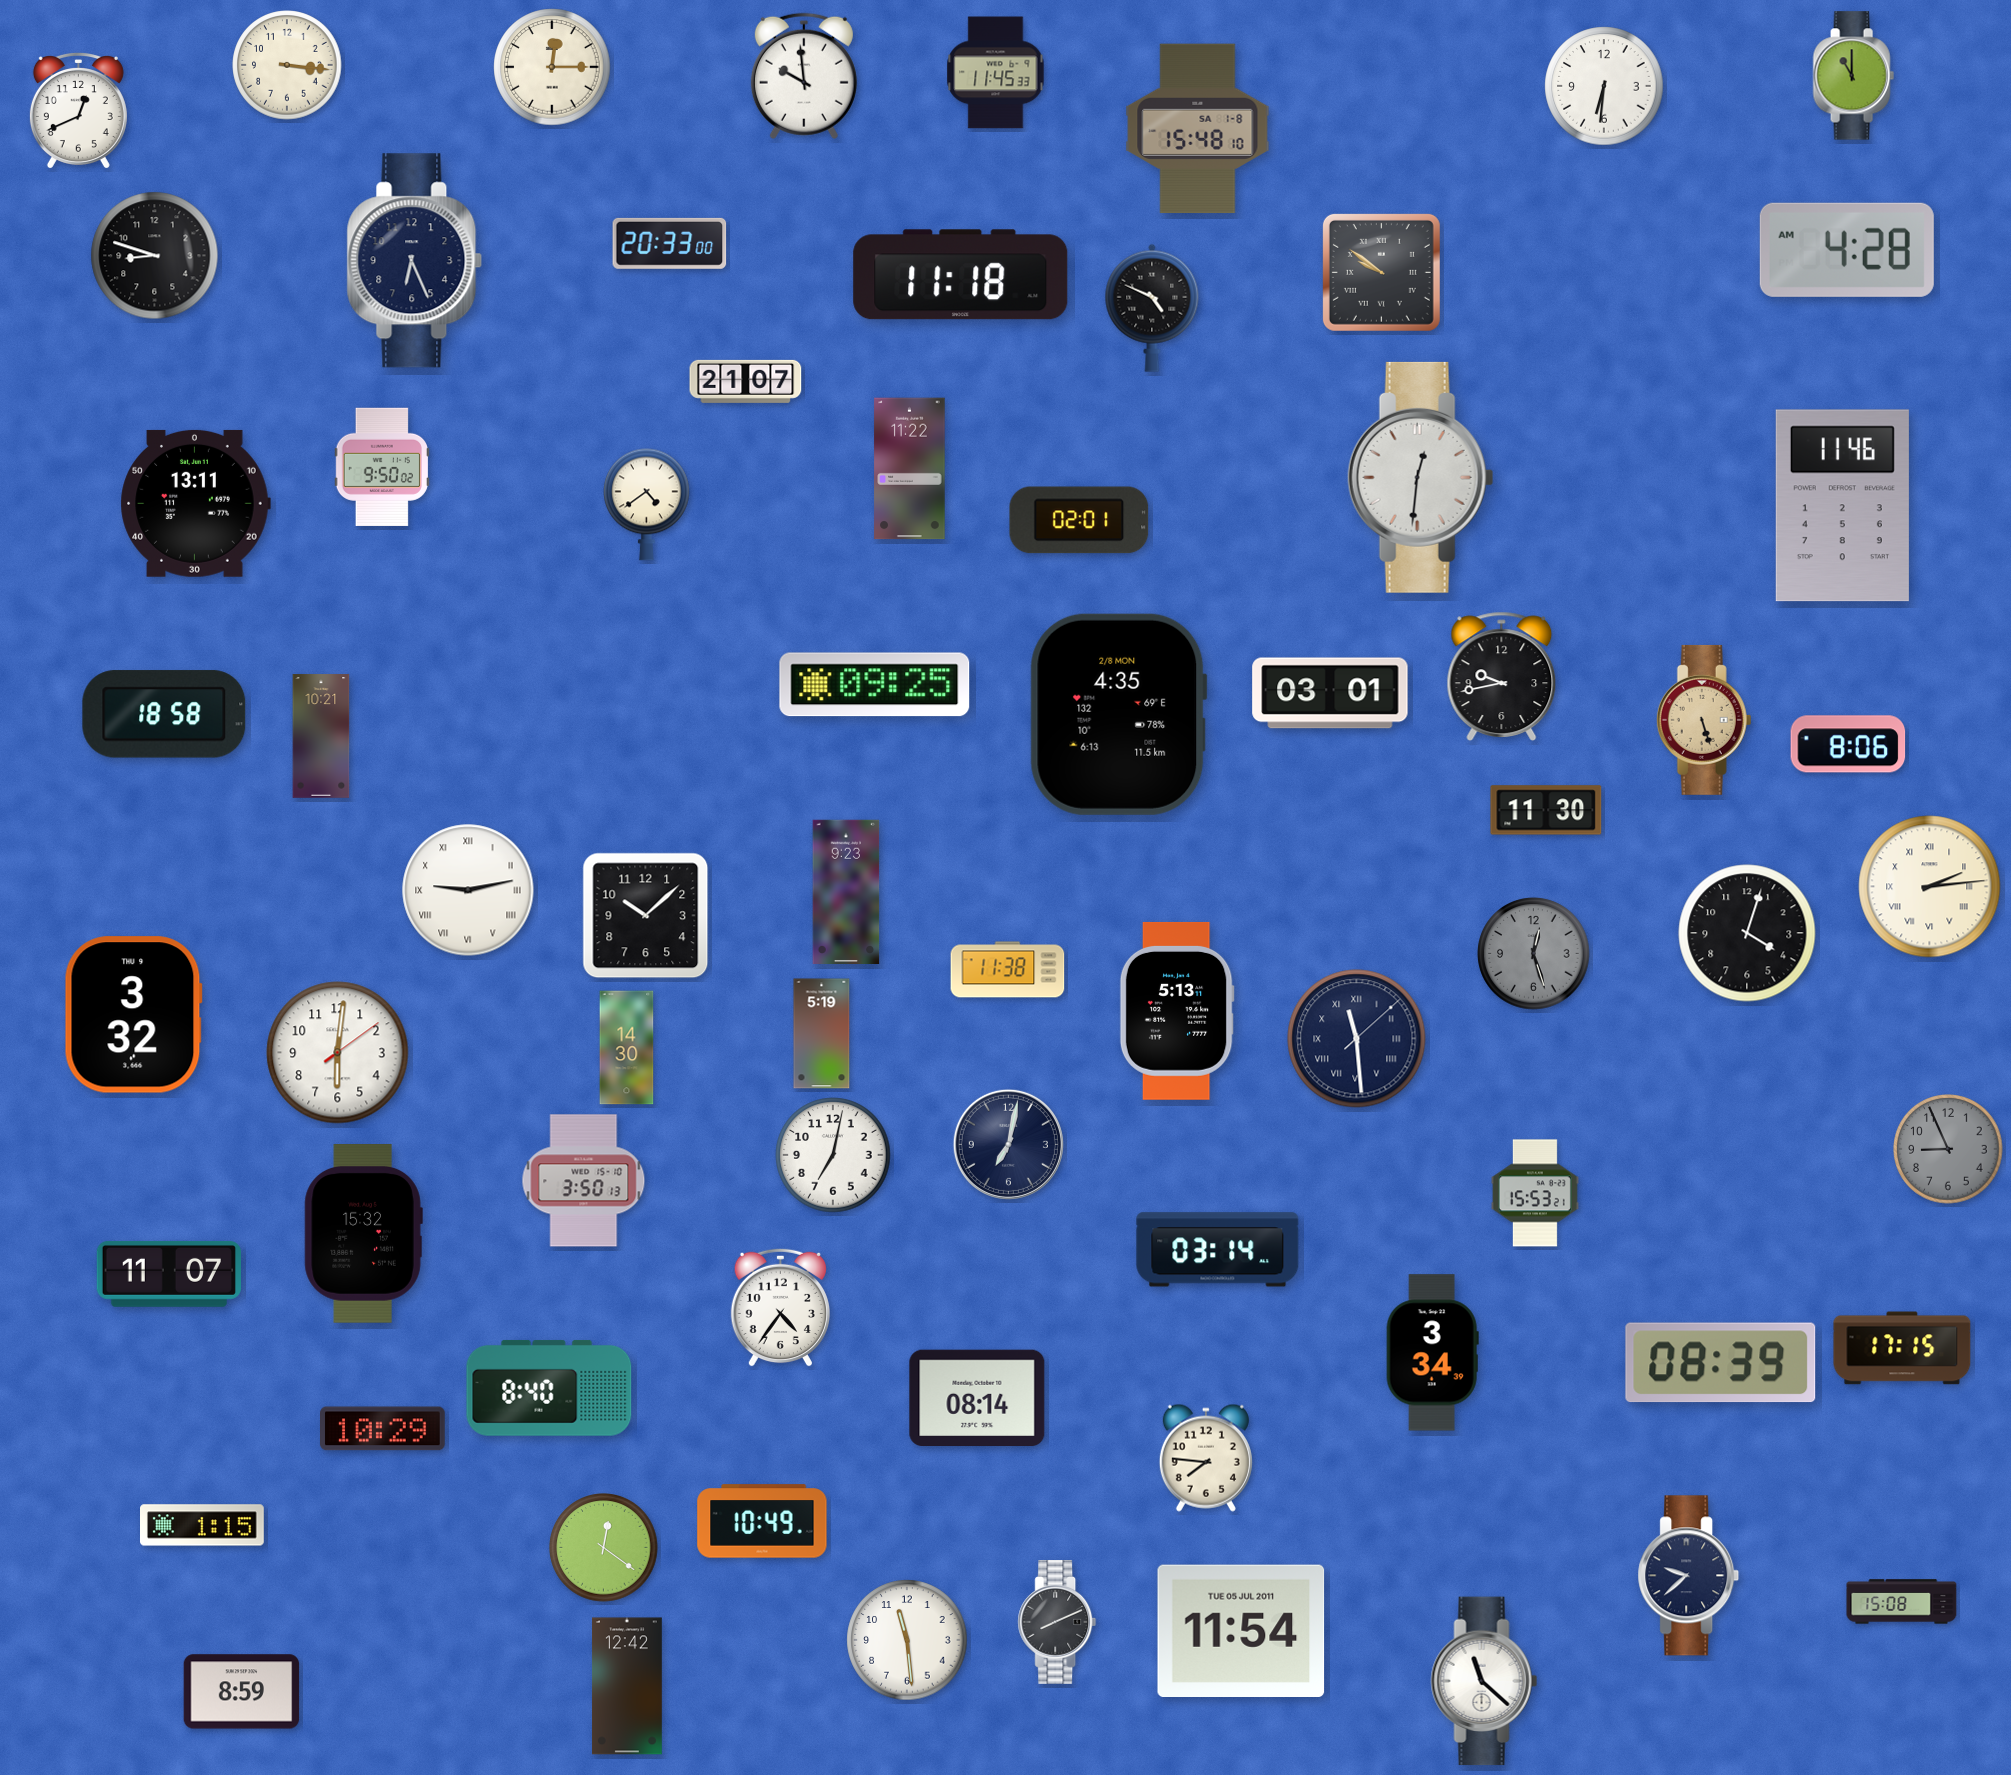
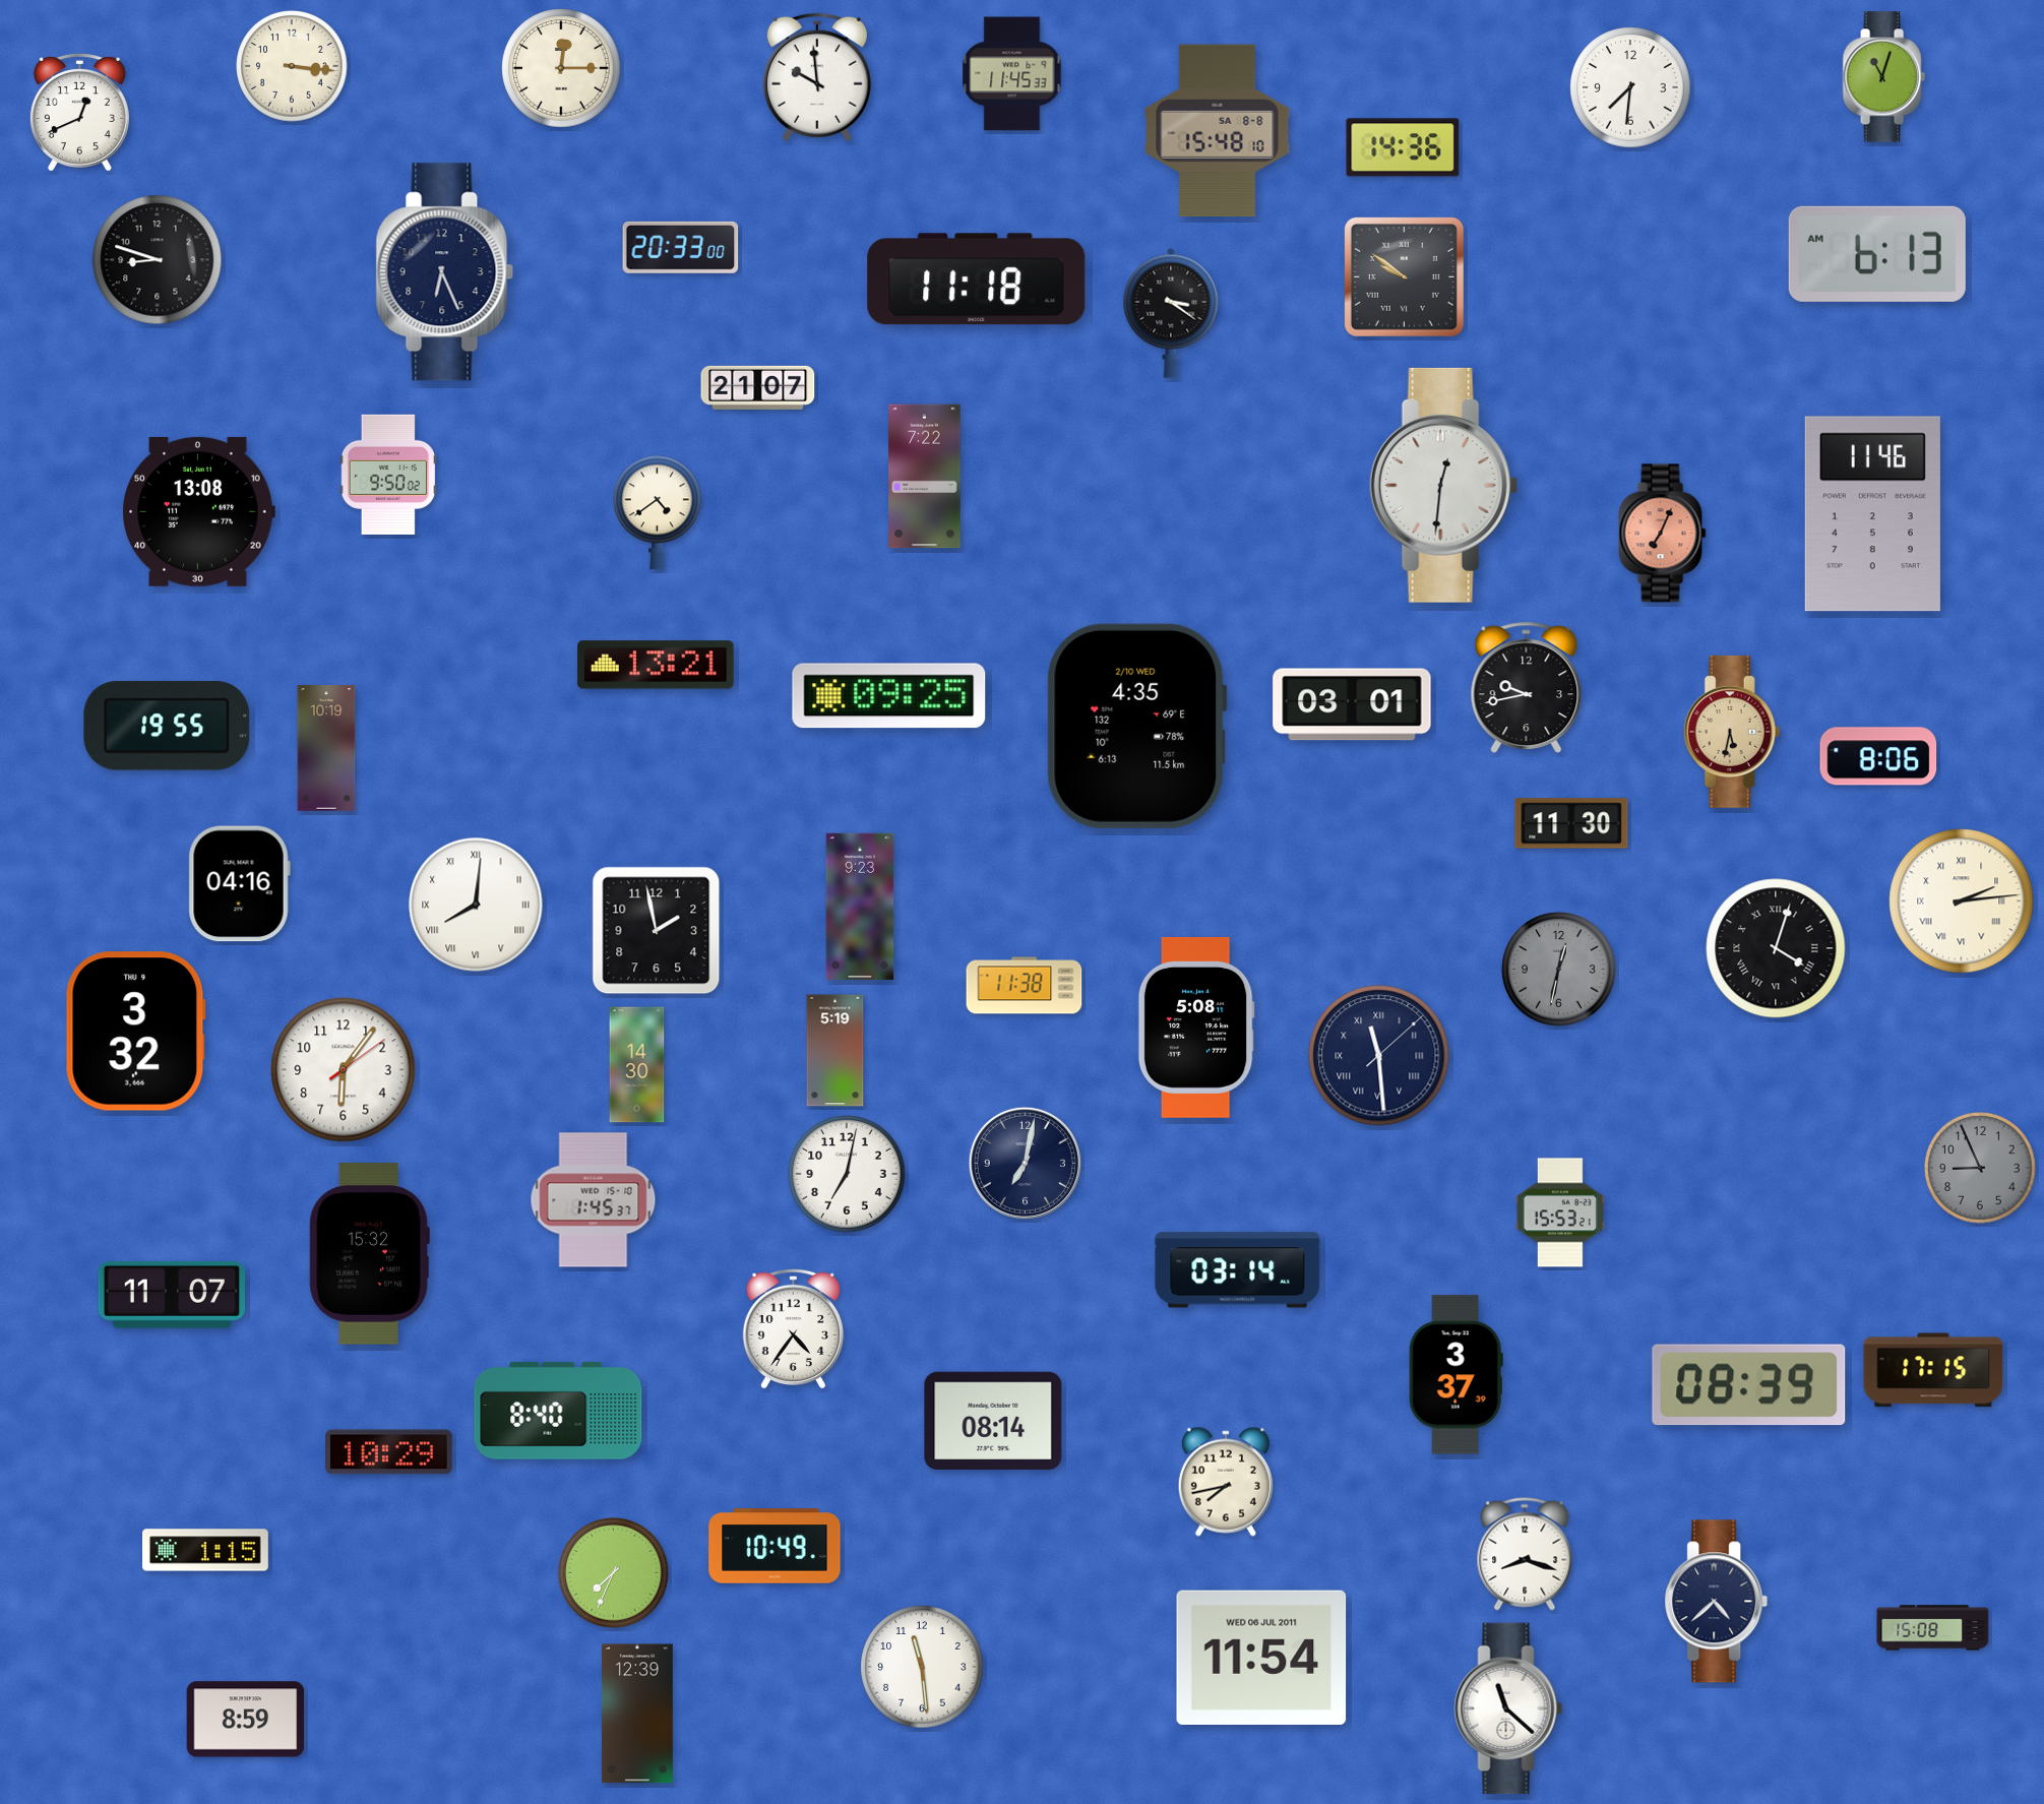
clock at (1853, 76): 11:00 -> 11:03
clock at (1604, 86): 6:31 -> 7:31
clock at (1198, 129) date: SA 1-8 -> SA 8-8
clock at (1403, 147): none -> 14:36
clock at (1847, 250): 4:28 -> 6:13
clock at (415, 261) position: (415, 261) -> (445, 272)
clock at (1152, 308): 4:49 -> 3:21
clock at (910, 469): 11:22 -> 7:22
clock at (195, 503): 13:11 -> 13:08
clock at (1079, 520): 02:01 -> none
clock at (1663, 534): none -> 7:04
clock at (656, 665): none -> 13:21
clock at (164, 714): 18:58 -> 19:55
clock at (1118, 714) date: 2/8 MON -> 2/10 WED
clock at (1704, 720): 5:27 -> 5:32
clock at (321, 736): 10:21 -> 10:19
clock at (239, 884): none -> 04:16
clock at (468, 890): 9:13 -> 8:01
clock at (646, 916): 10:08 -> 1:58
clock at (1747, 933) numerals: Arabic -> Roman
clock at (1534, 954): 12:27 -> 12:32
clock at (1177, 1011): 5:13 -> 5:08
clock at (338, 1053): 6:01 -> 6:06
clock at (584, 1181): 3:50 -> 1:45
clock at (1432, 1353): 3:34 -> 3:37
clock at (1206, 1458): 7:46 -> 7:43
clock at (1525, 1554): none -> 8:18
clock at (604, 1548): 12:21 -> 7:34
clock at (1689, 1576): 9:38 -> 4:38
clock at (1057, 1623): 8:11 -> none
clock at (1241, 1630) date: TUE 05 JUL 2011 -> WED 06 JUL 2011
clock at (628, 1686): 12:42 -> 12:39
